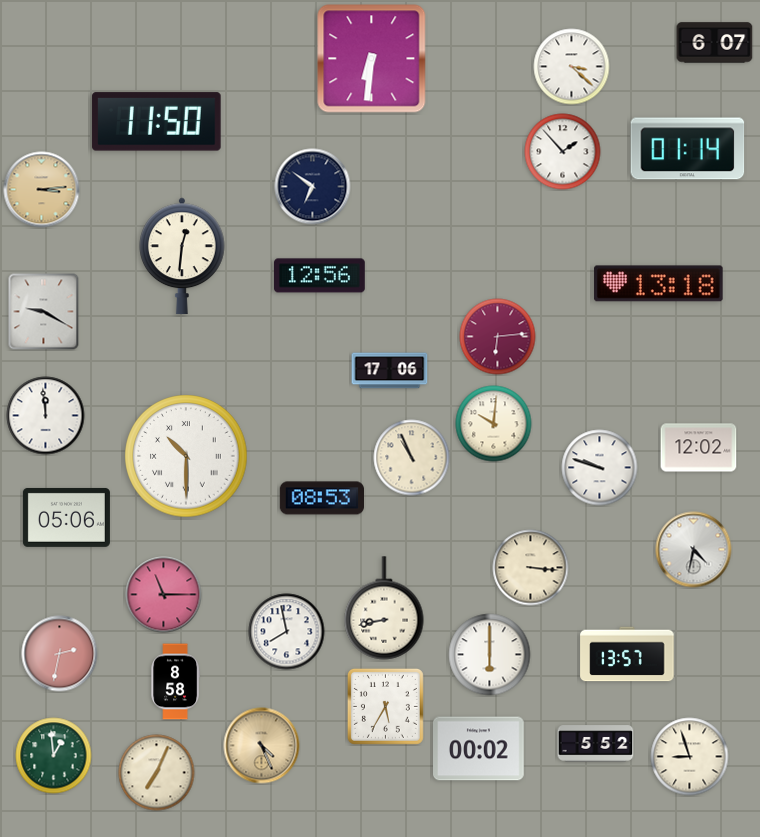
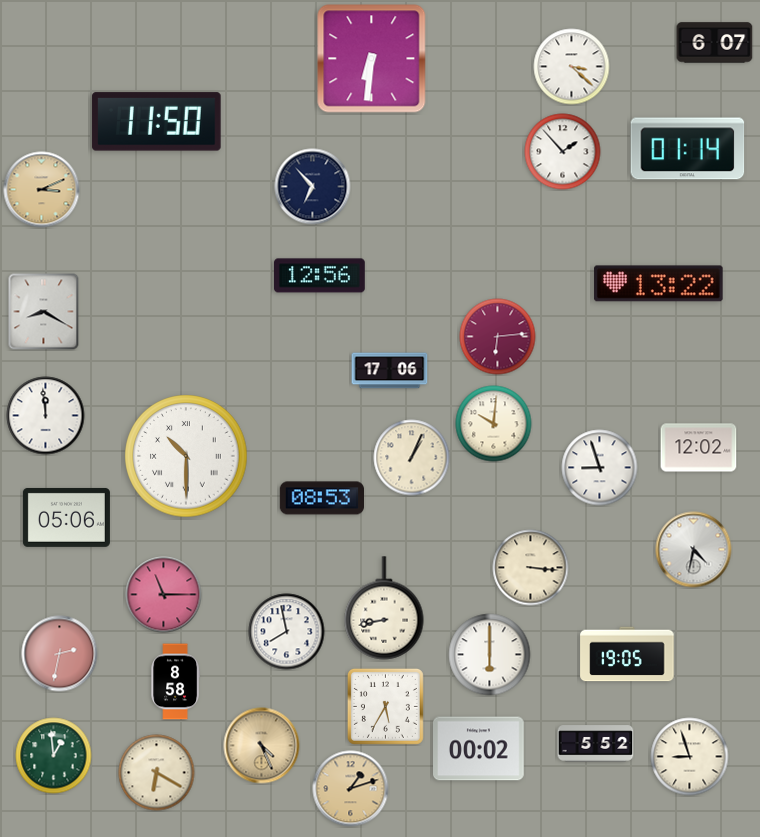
clock at (313, 187): 6:51 -> 6:53
clock at (42, 190): 3:14 -> 3:11
clock at (183, 256): 12:31 -> none
clock at (659, 284): 13:18 -> 13:22
clock at (44, 312): 9:20 -> 8:20
clock at (412, 458): 10:56 -> 1:04
clock at (600, 468): 9:48 -> 8:57
clock at (627, 654): 13:57 -> 19:05
clock at (157, 773): 7:04 -> 6:20
clock at (351, 789): none -> 1:12
